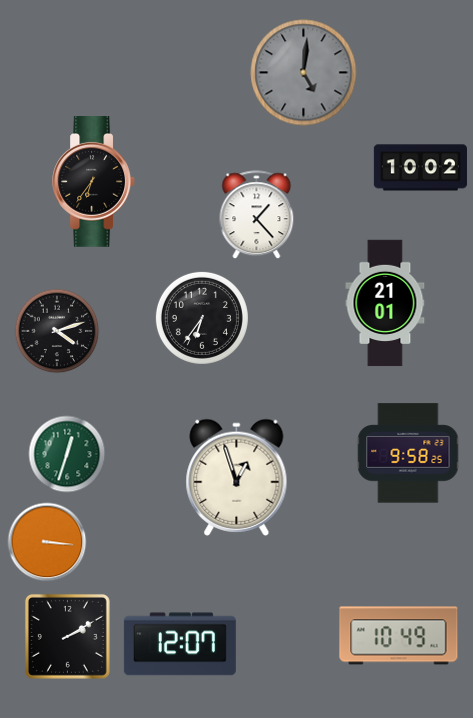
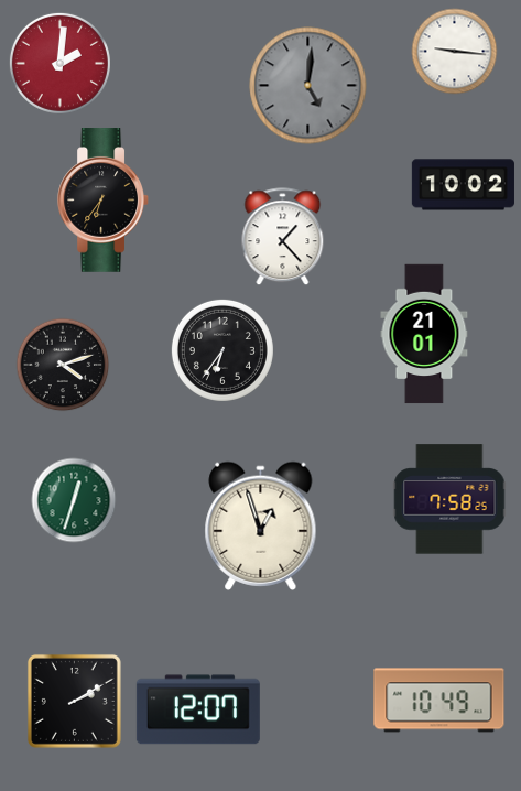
clock at (455, 52): none -> 9:16
clock at (59, 63): none -> 2:01
clock at (304, 73) position: (304, 73) -> (308, 86)
clock at (408, 453): 9:58 -> 7:58
clock at (47, 542): 3:16 -> none
